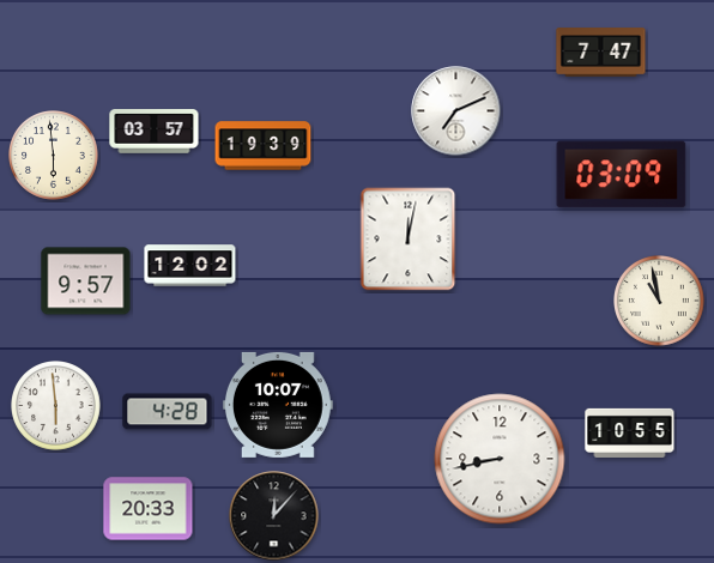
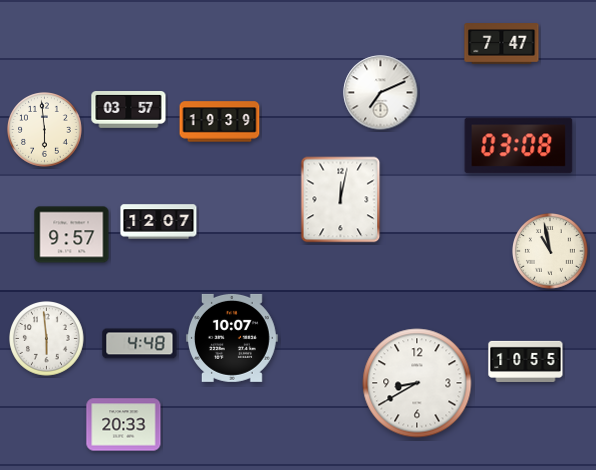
clock at (622, 175): 03:09 -> 03:08
clock at (190, 266): 12:02 -> 12:07
clock at (168, 412): 4:28 -> 4:48
clock at (500, 459): 8:43 -> 8:40
clock at (274, 516): 12:07 -> none
